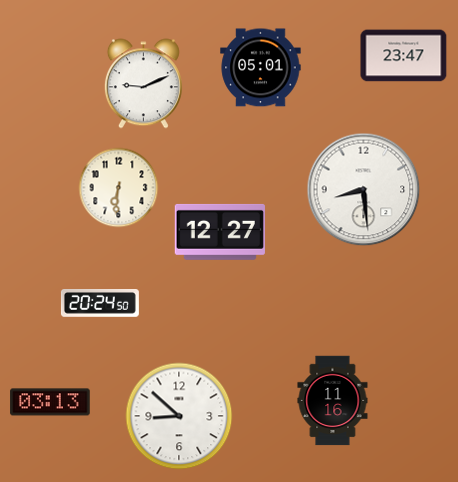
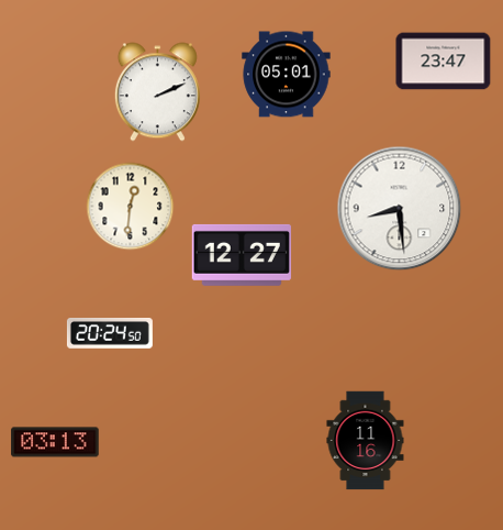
clock at (143, 84): 9:11 -> 2:11
clock at (119, 188): 6:31 -> 12:31
clock at (179, 416): 8:52 -> none
